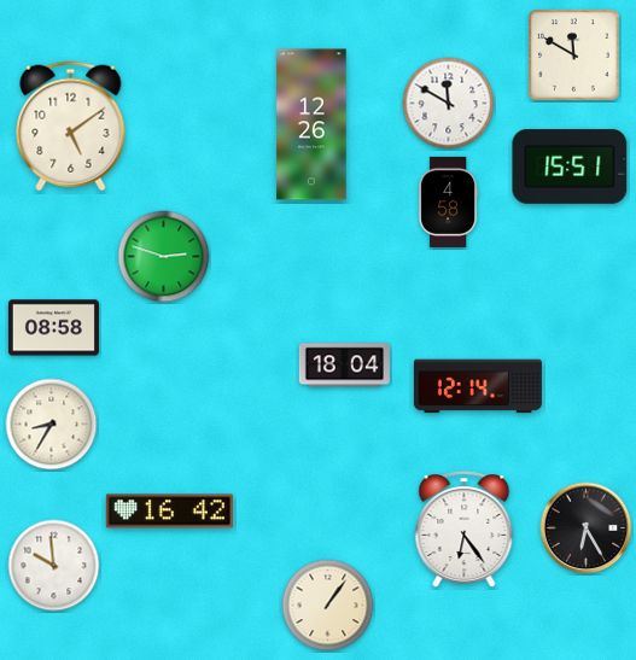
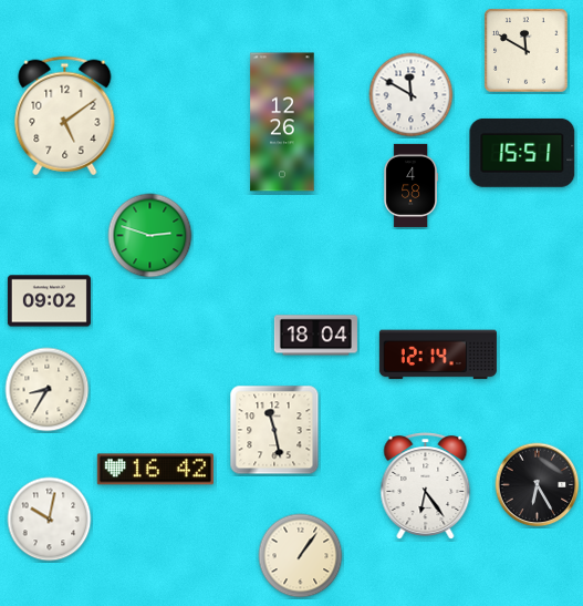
clock at (311, 124) position: (311, 124) -> (282, 122)
clock at (53, 328): 08:58 -> 09:02
clock at (274, 430): none -> 11:28
clock at (54, 566): 9:59 -> 10:02
